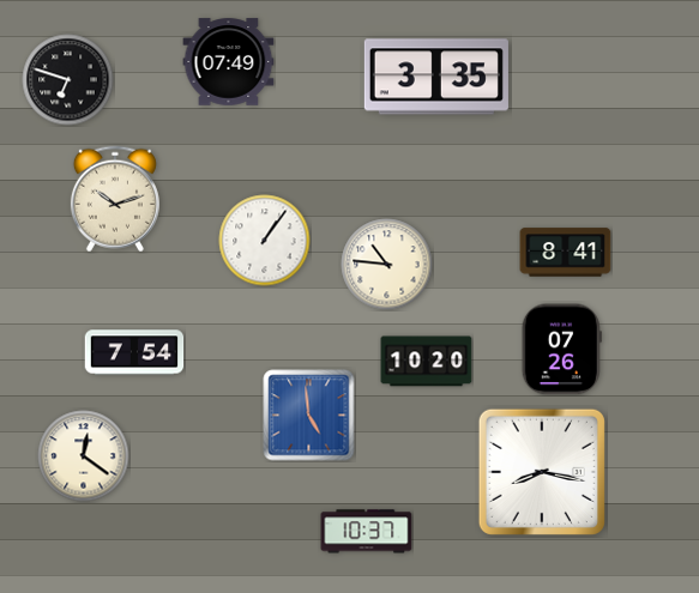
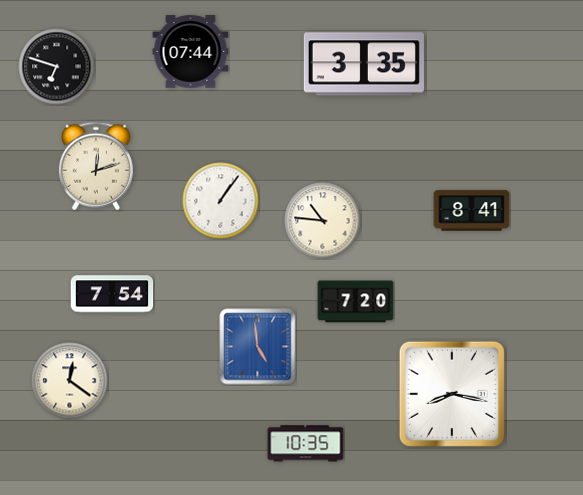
clock at (229, 62): 07:49 -> 07:44
clock at (115, 199): 10:12 -> 12:12
clock at (561, 350): 07:26 -> none
clock at (427, 362): 10:20 -> 7:20
clock at (367, 532): 10:37 -> 10:35
